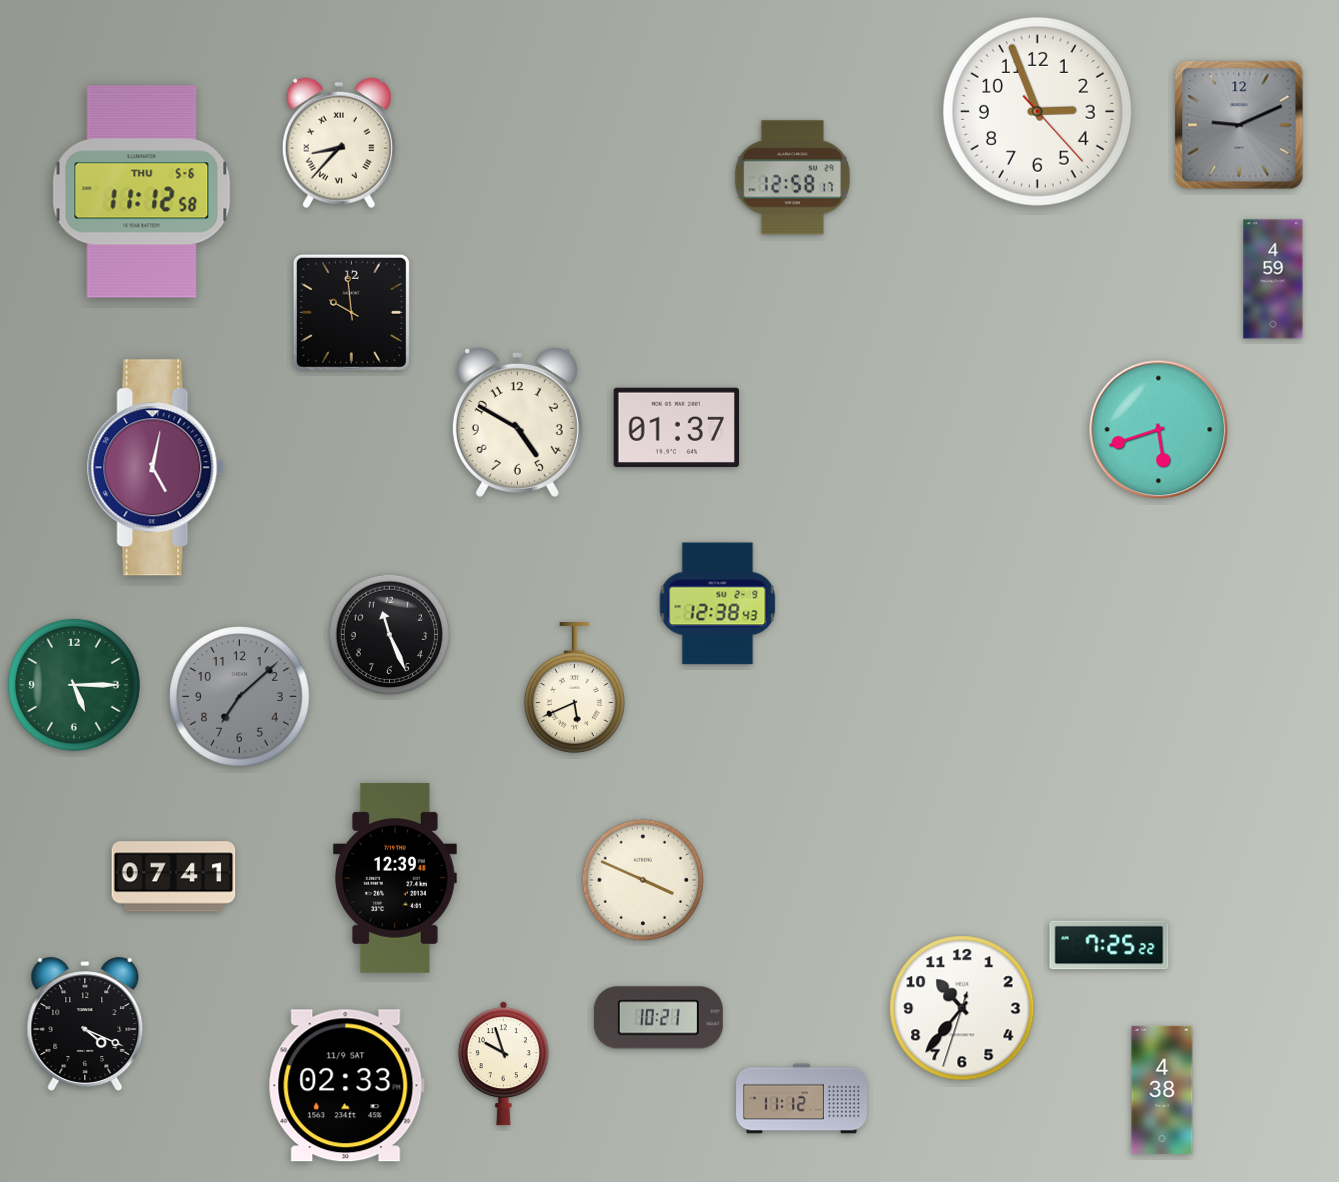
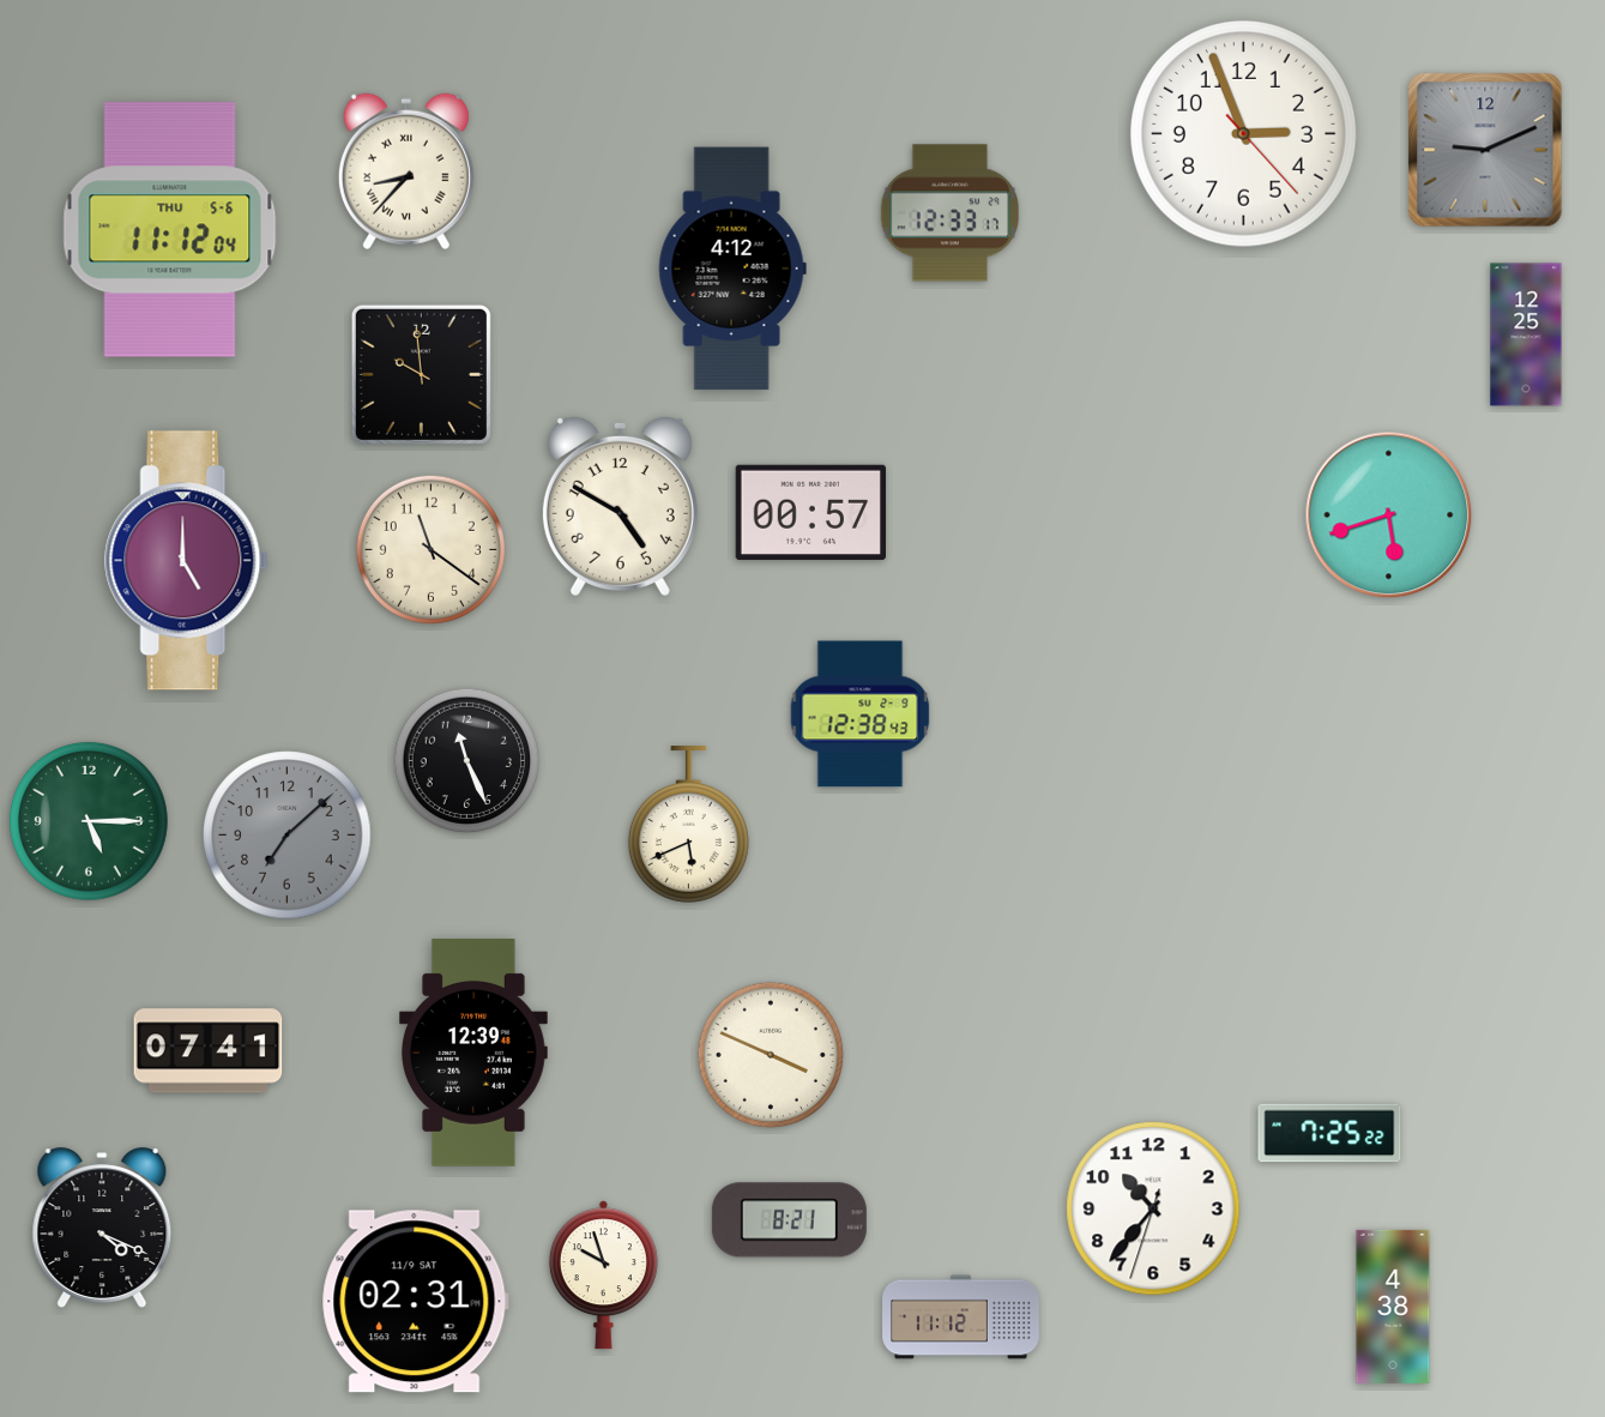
clock at (792, 178): 12:58 -> 12:33
clock at (142, 192): 11:12:58 -> 11:12:04
clock at (732, 269): none -> 4:12
clock at (1273, 279): 4:59 -> 12:25
clock at (676, 427): 01:37 -> 00:57
clock at (430, 549): none -> 11:21
clock at (156, 468): 5:02 -> 5:00
clock at (718, 604) position: (718, 604) -> (861, 714)
clock at (658, 1018): 10:21 -> 8:21
clock at (346, 1086): 02:33 -> 02:31
